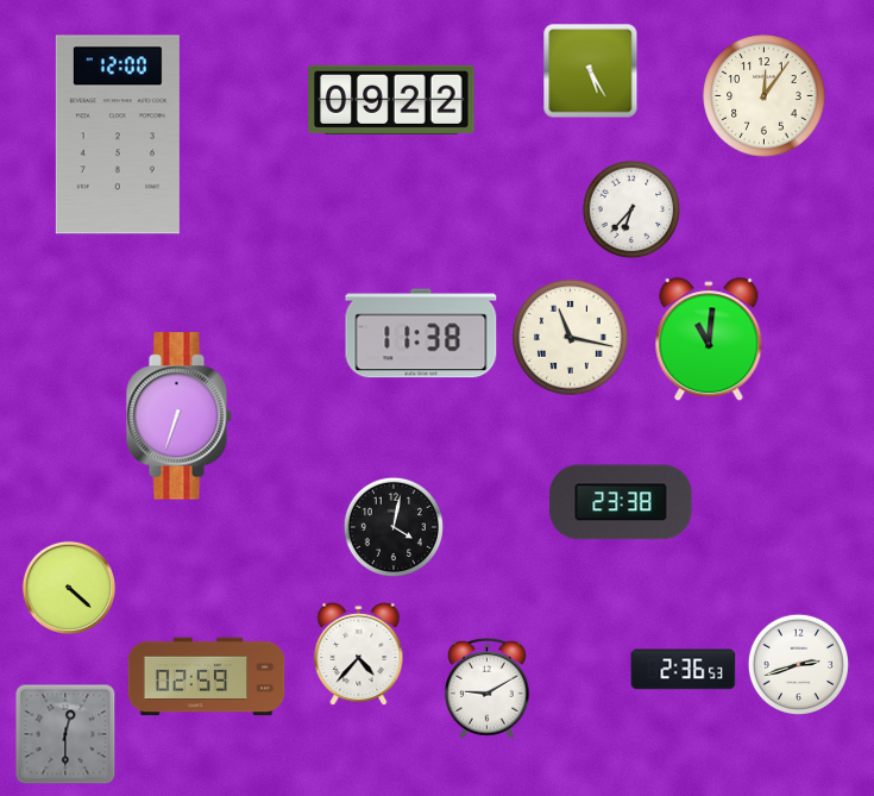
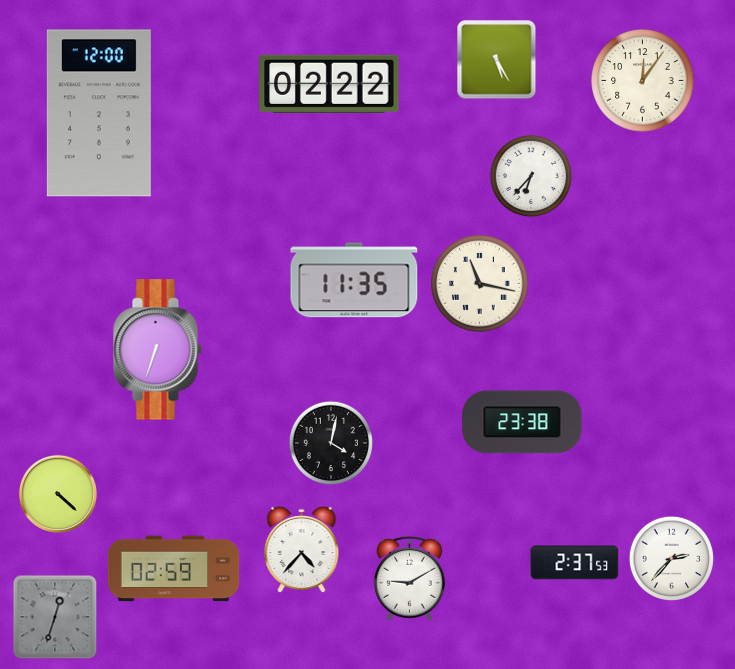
clock at (391, 100): 09:22 -> 02:22
clock at (421, 333): 11:38 -> 11:35
clock at (709, 340): 11:01 -> none
clock at (178, 416) position: (178, 416) -> (157, 350)
clock at (798, 664): 2:42 -> 2:37
clock at (684, 670): 2:36 -> 2:37
clock at (65, 734): 12:30 -> 12:33
